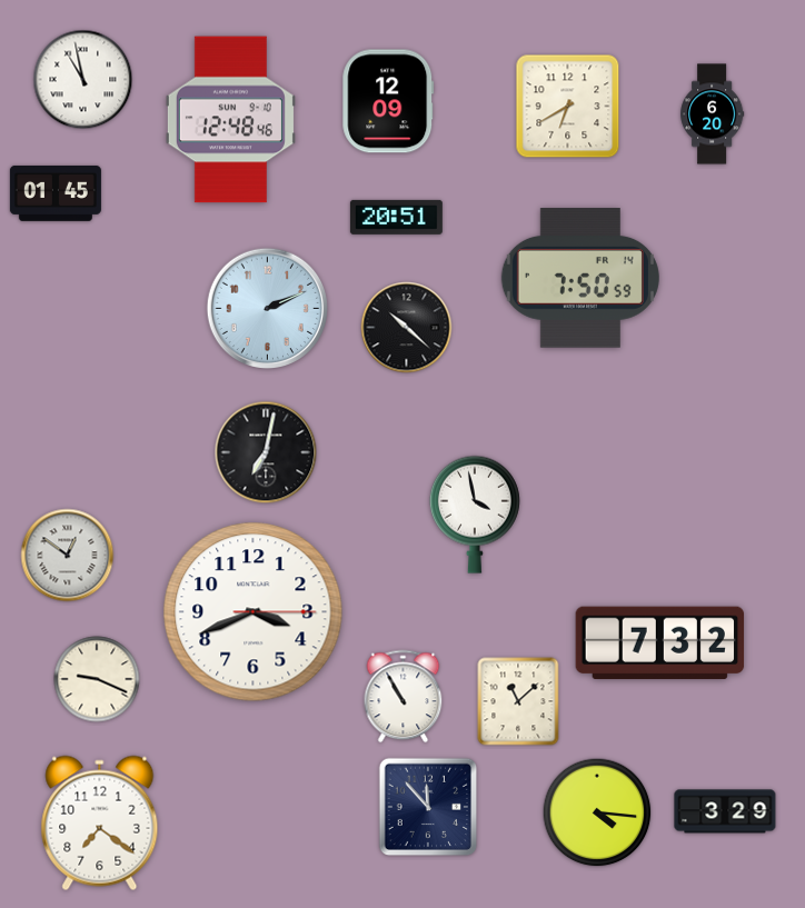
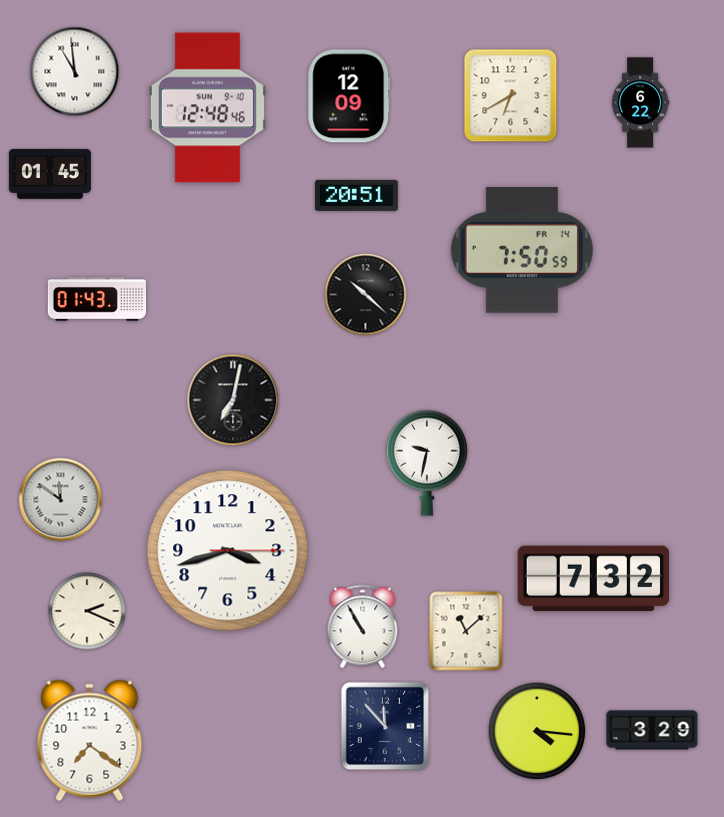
clock at (83, 80): 10:58 -> 10:59
clock at (388, 101) position: (388, 101) -> (349, 96)
clock at (713, 114): 6:20 -> 6:22
clock at (268, 309): 2:11 -> none
clock at (96, 300): none -> 01:43
clock at (266, 452) position: (266, 452) -> (233, 400)
clock at (475, 515): 3:58 -> 9:32
clock at (68, 556): 12:51 -> 11:51
clock at (254, 612): 3:41 -> 3:42
clock at (97, 679): 9:19 -> 2:19
